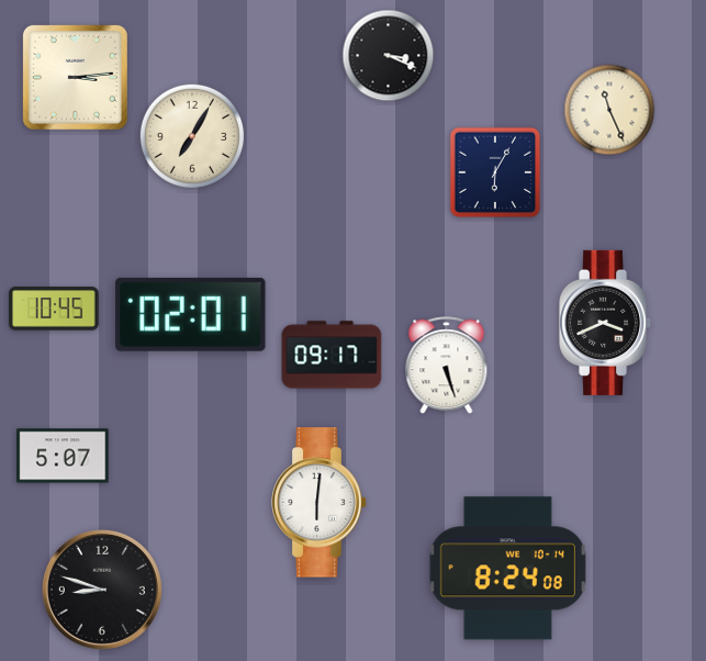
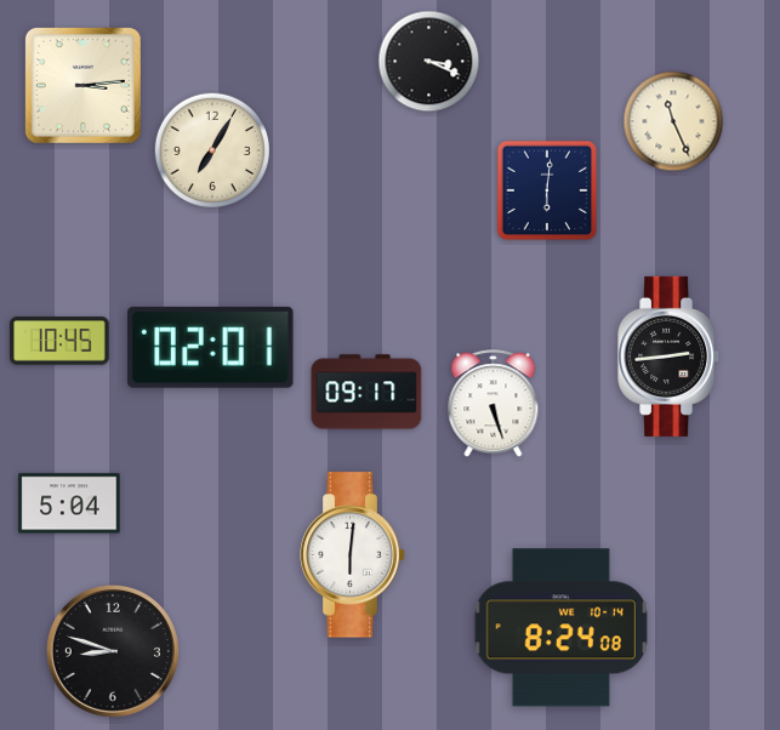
clock at (495, 172): 6:05 -> 6:01
clock at (606, 323): 3:41 -> 2:44
clock at (63, 456): 5:07 -> 5:04
